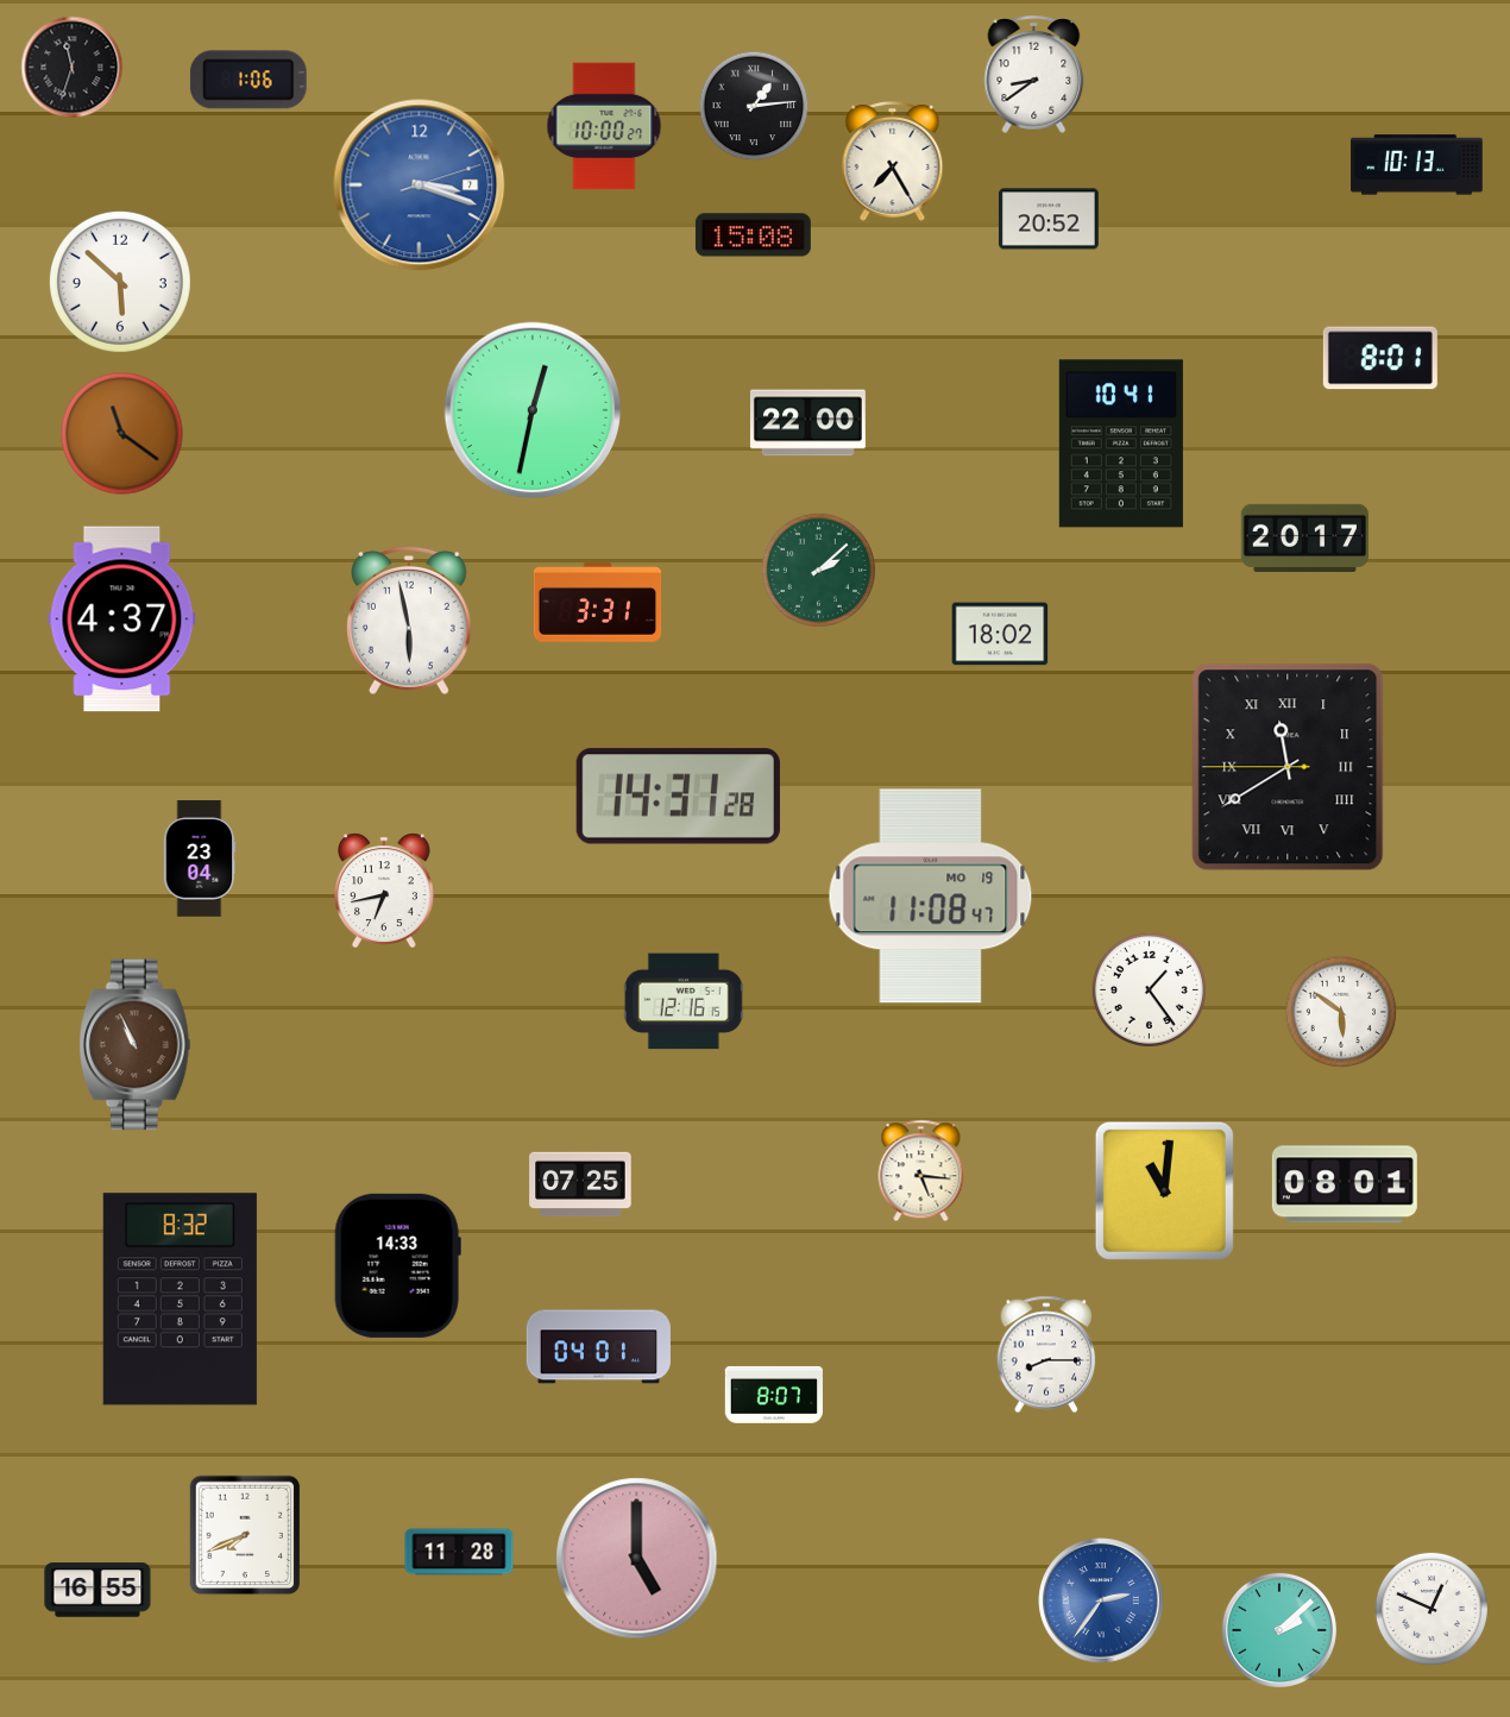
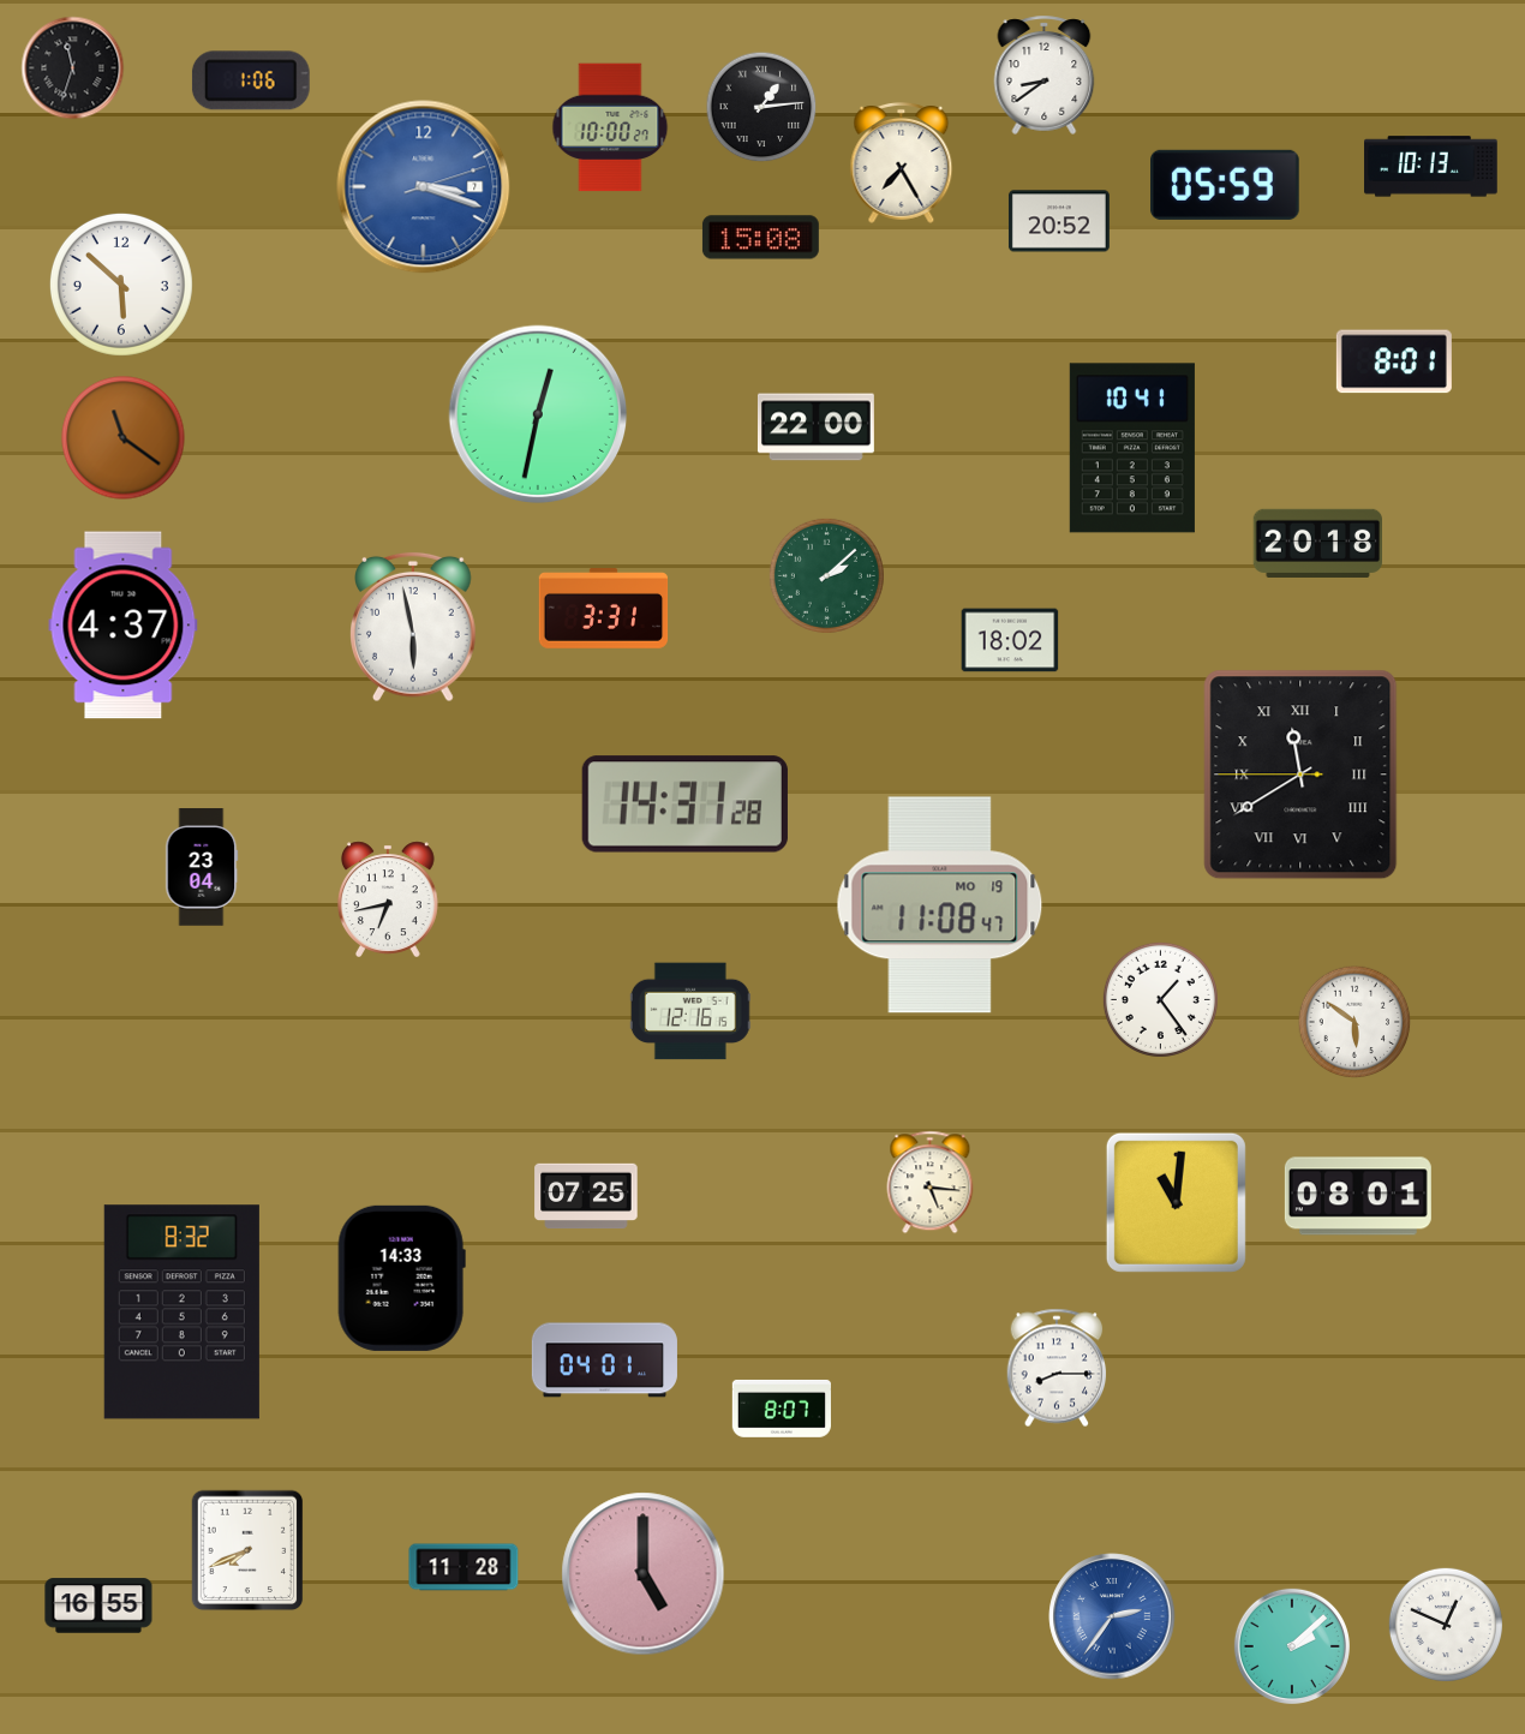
clock at (1226, 185): none -> 05:59
clock at (1304, 537): 20:17 -> 20:18
clock at (134, 1045): 10:56 -> none
